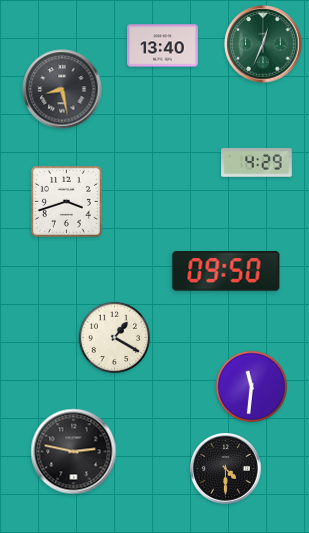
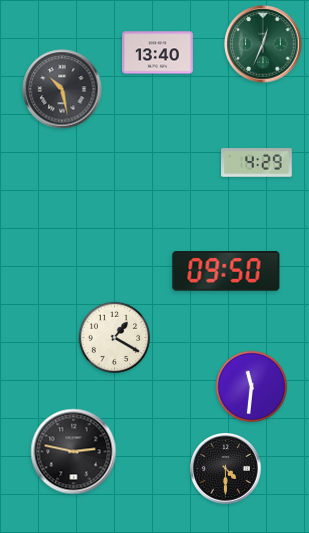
clock at (163, 46) position: (163, 46) -> (158, 53)
clock at (62, 89): 8:28 -> 10:28
clock at (66, 201): 3:42 -> none
